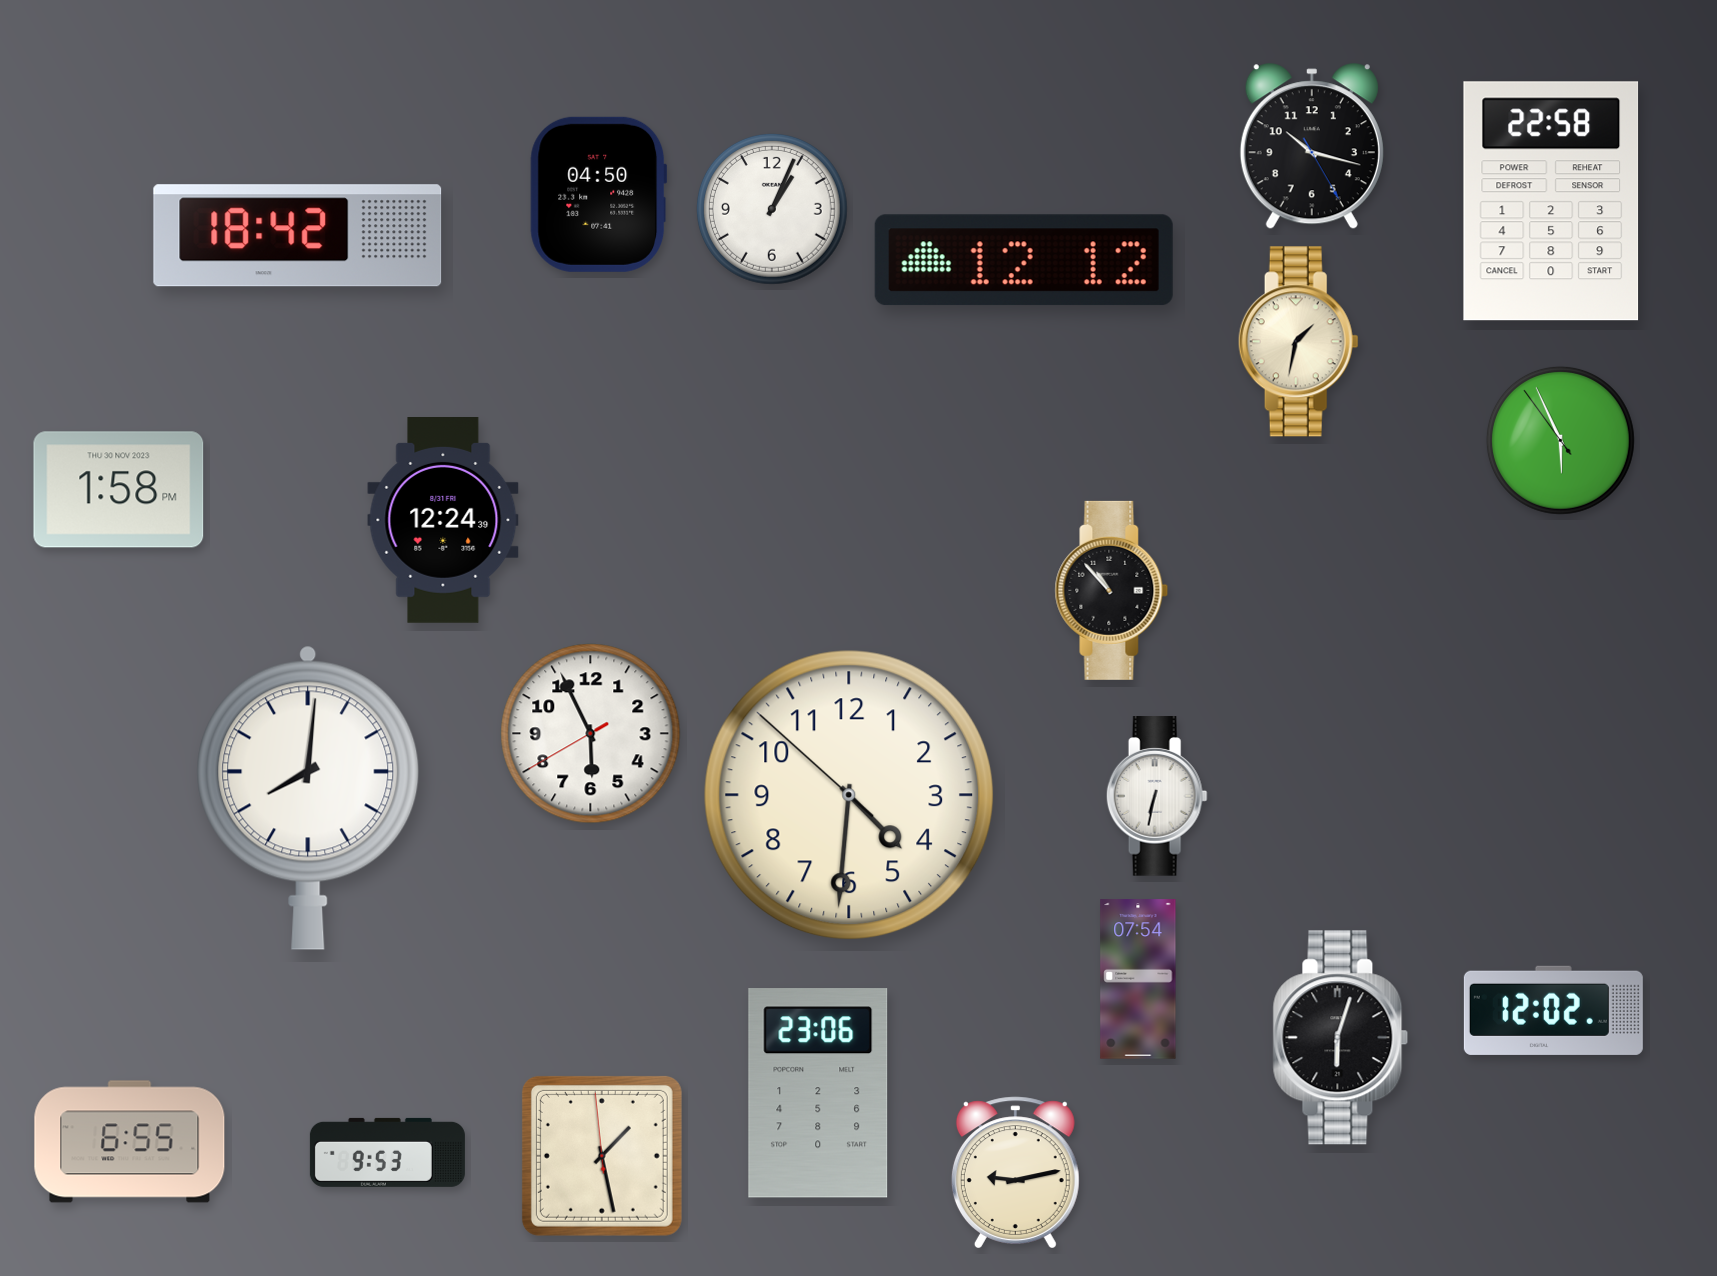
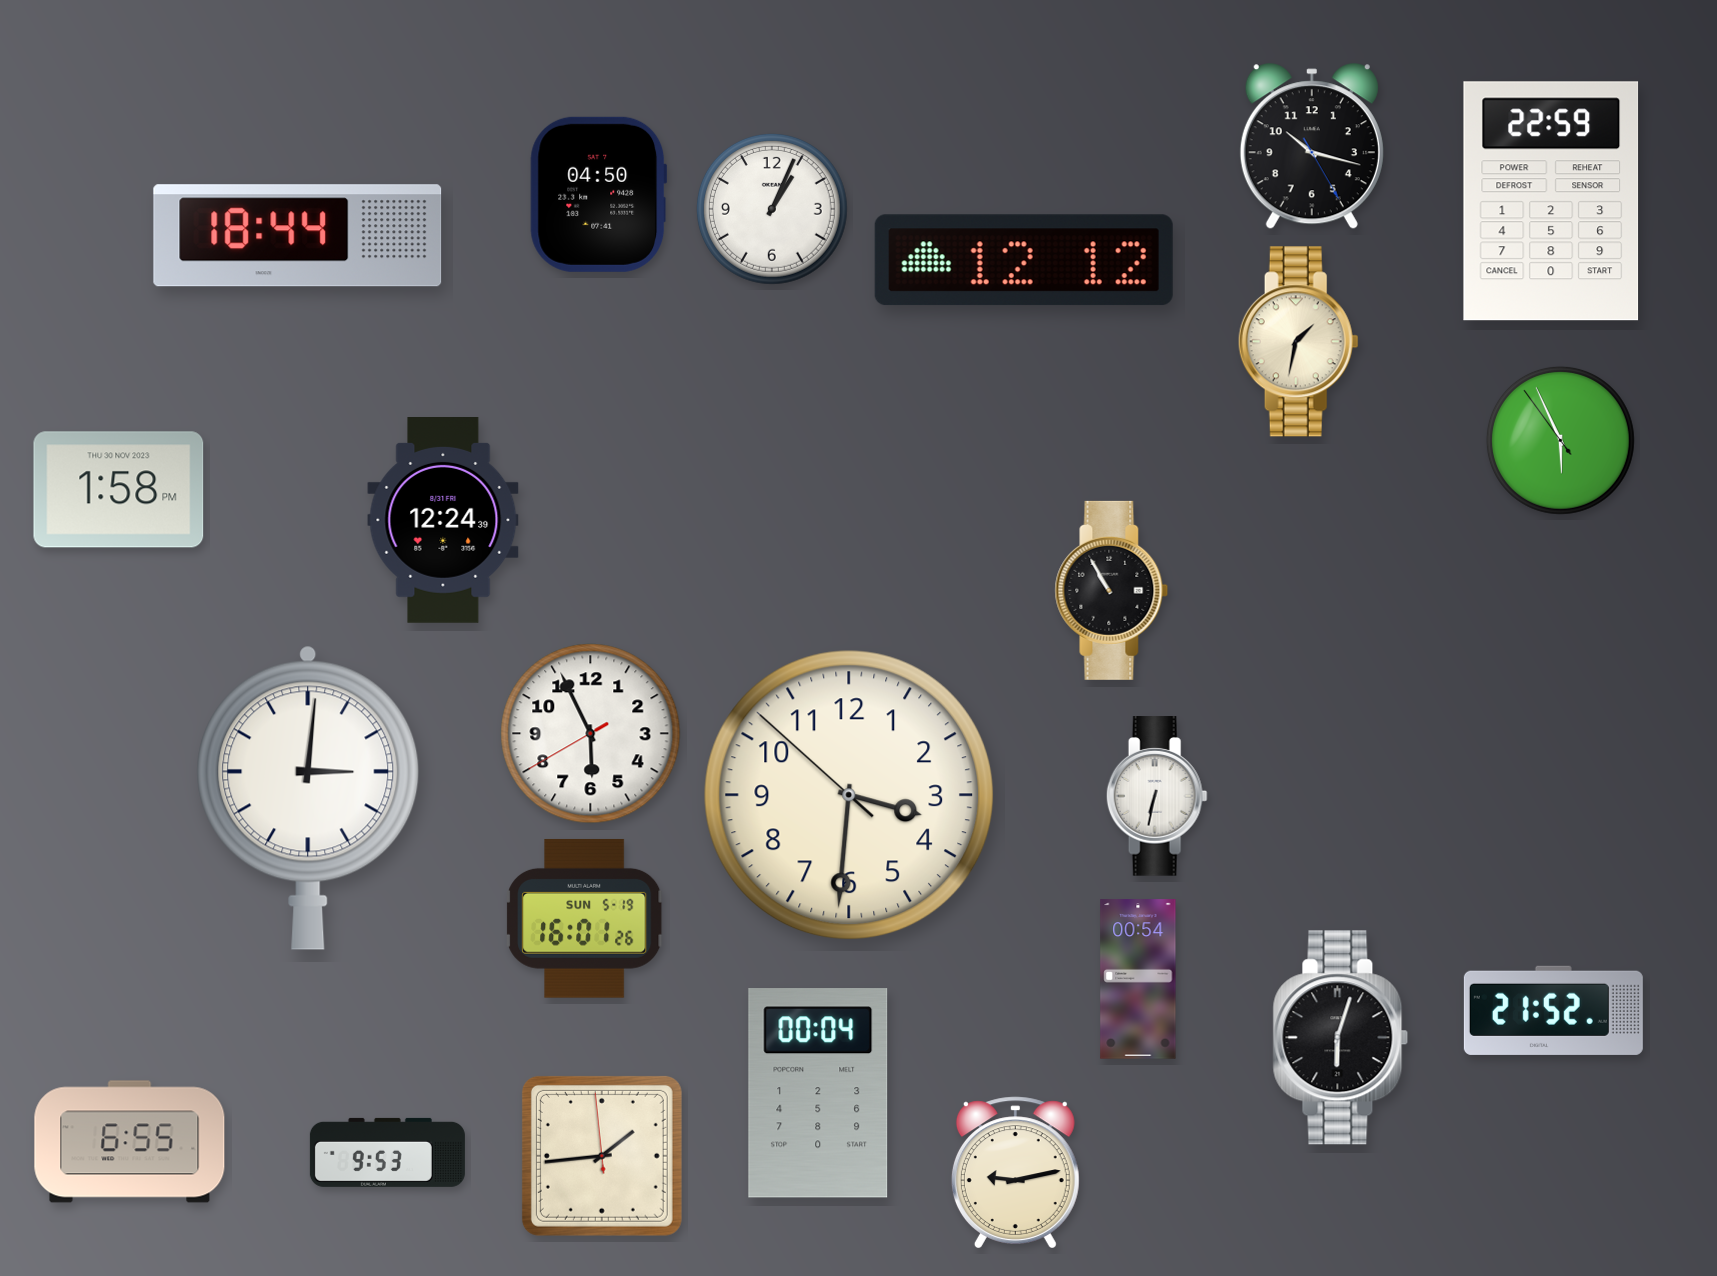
clock at (1551, 201): 22:58 -> 22:59
clock at (298, 236): 18:42 -> 18:44
clock at (1112, 590): 10:53 -> 10:55
clock at (849, 795): 4:30 -> 3:30
clock at (308, 798): 8:01 -> 3:01
clock at (585, 918): none -> 16:01
clock at (1138, 979): 07:54 -> 00:54
clock at (1553, 1010): 12:02 -> 21:52
clock at (818, 1093): 23:06 -> 00:04
clock at (602, 1156): 1:27 -> 1:43
